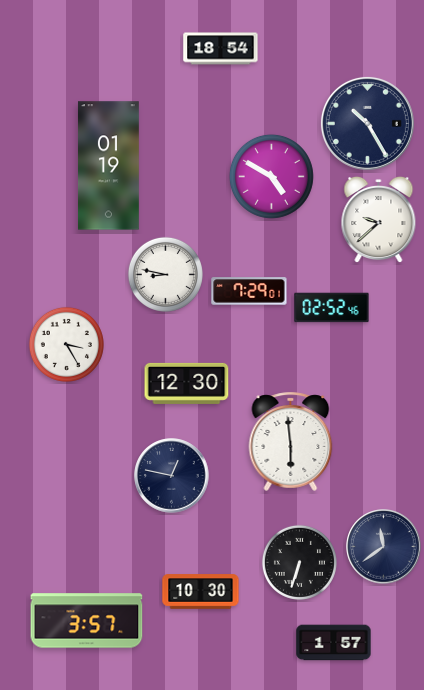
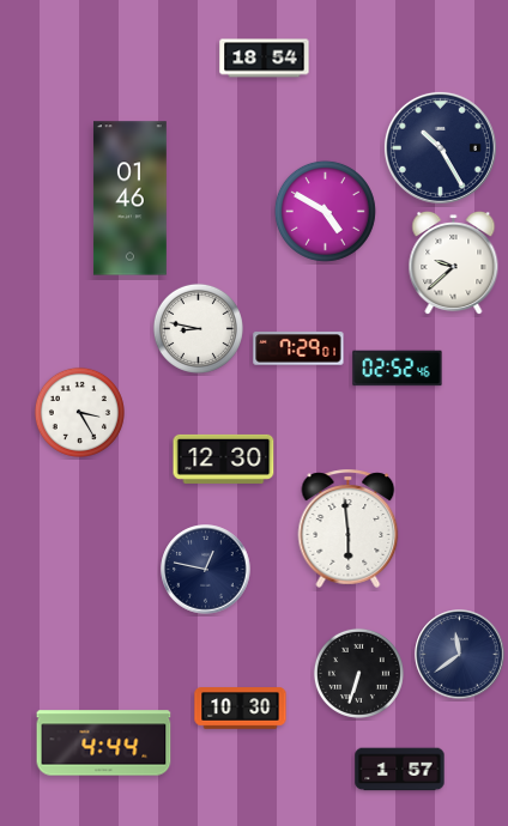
clock at (108, 166): 01:19 -> 01:46
clock at (87, 621): 3:57 -> 4:44
